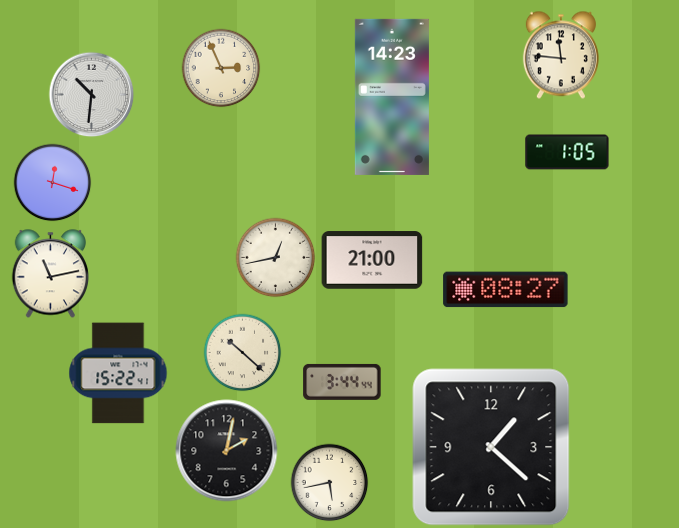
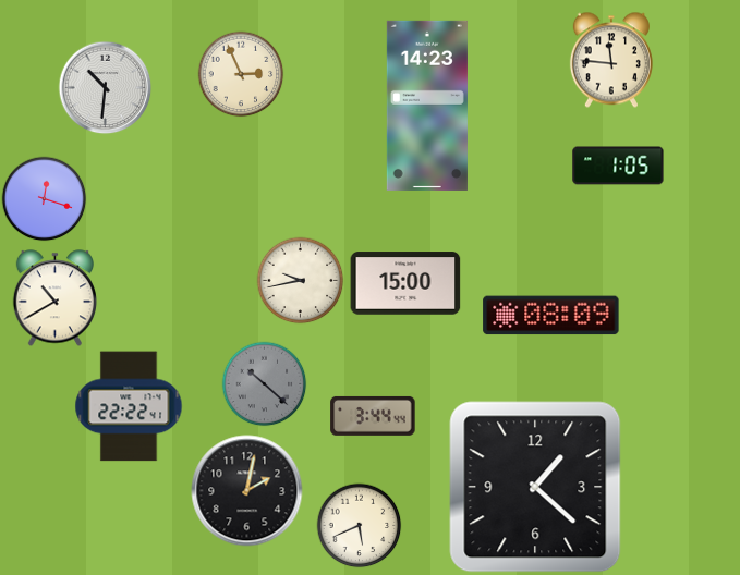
clock at (91, 94) position: (91, 94) -> (105, 87)
clock at (52, 182) position: (52, 182) -> (44, 198)
clock at (275, 257): 12:43 -> 9:43
clock at (372, 260): 21:00 -> 15:00
clock at (50, 274): 11:13 -> 10:40
clock at (506, 290): 08:27 -> 08:09
clock at (242, 352) dial: cream -> grey
clock at (118, 373): 15:22 -> 22:22
clock at (329, 482): 5:43 -> 5:41
